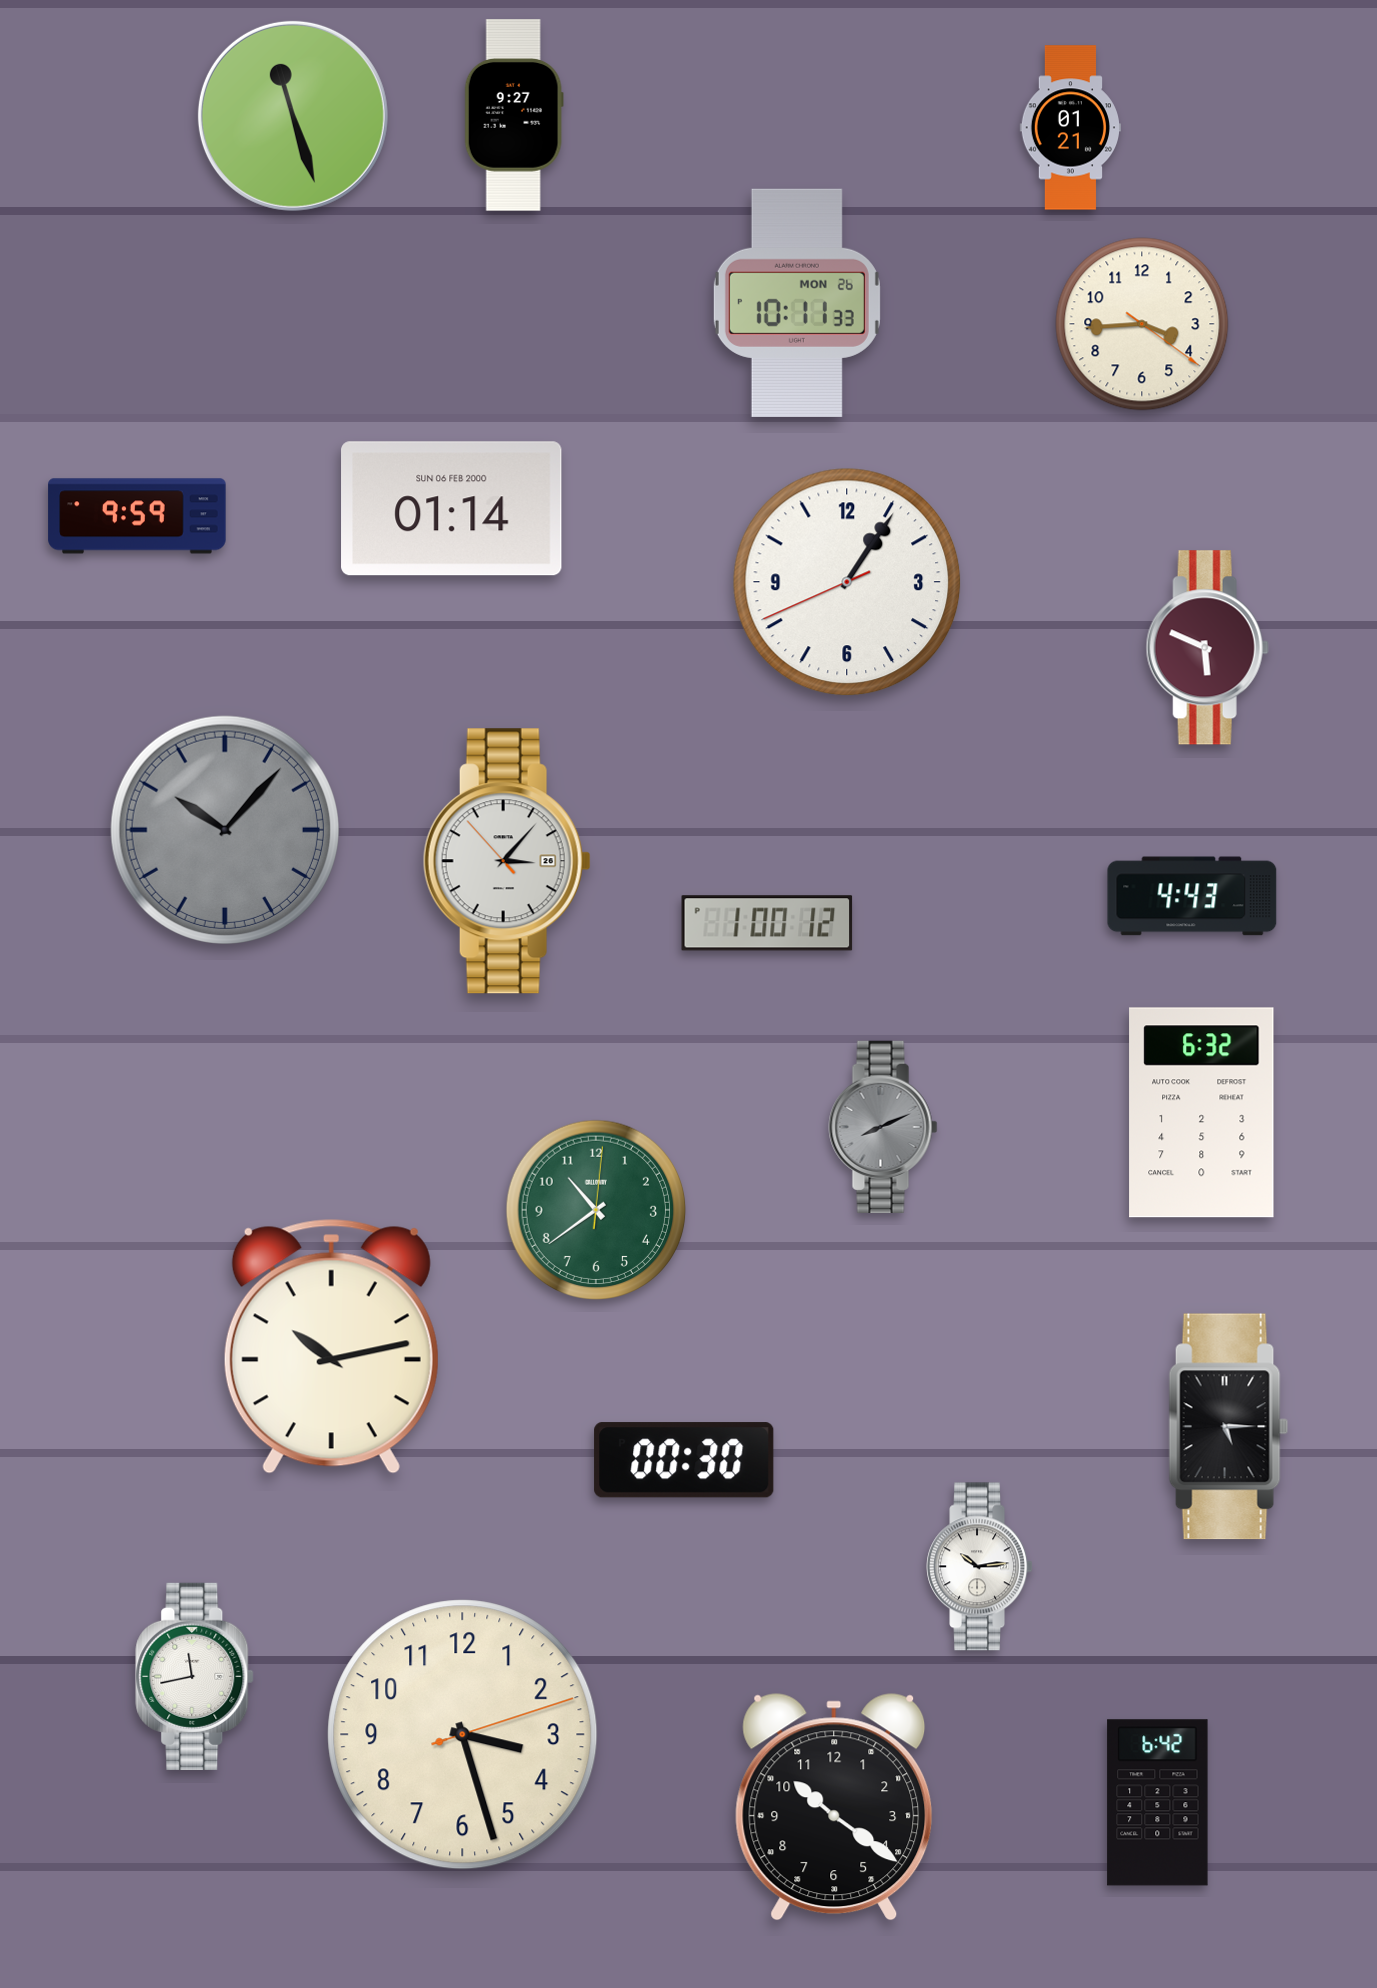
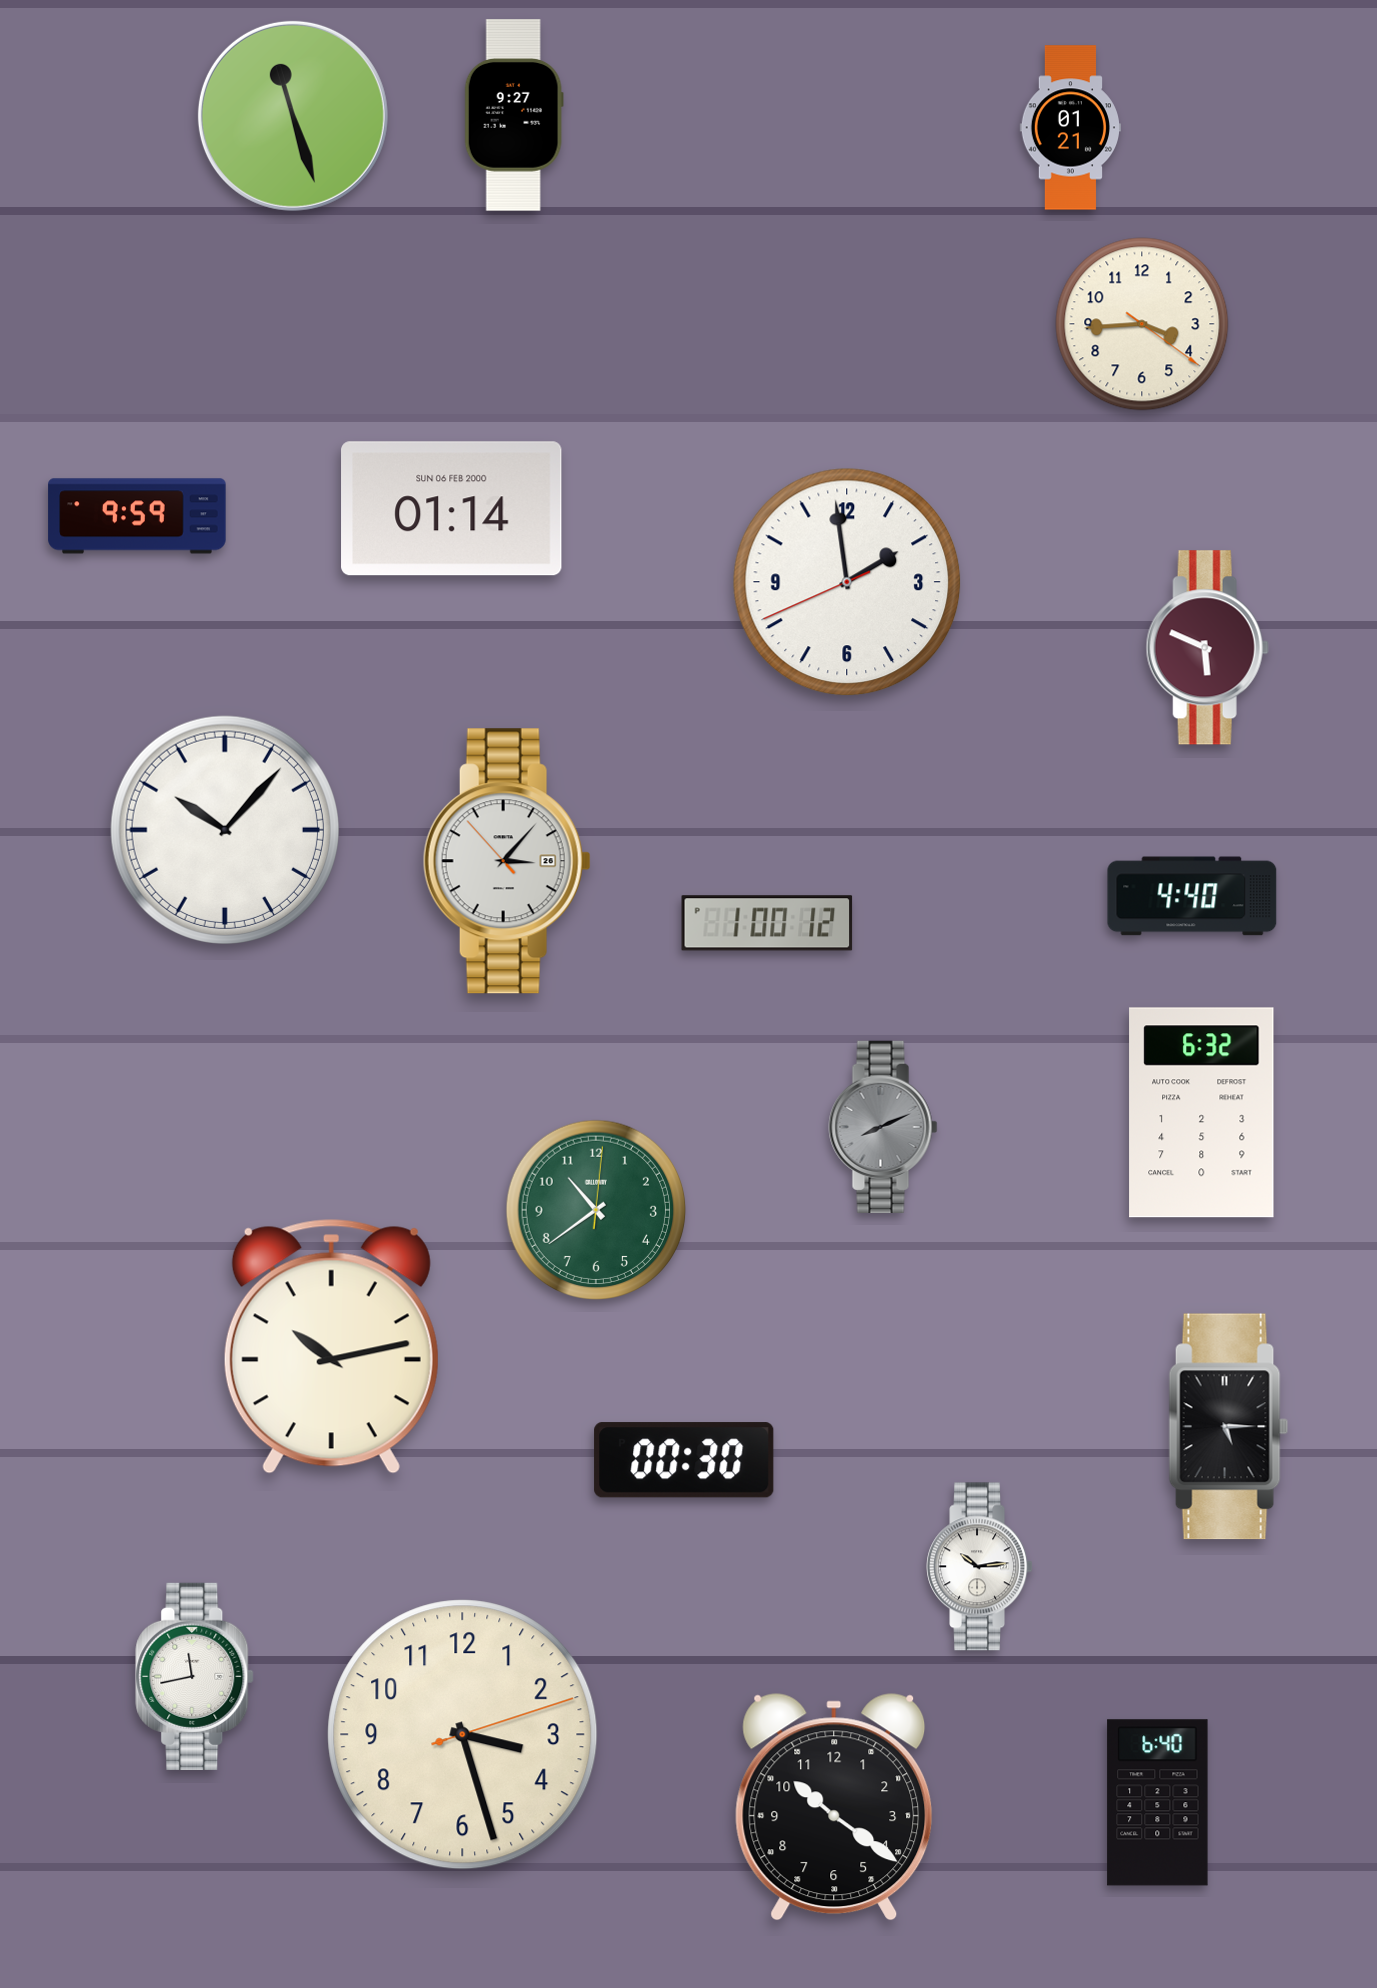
clock at (797, 303): 10:11 -> none
clock at (847, 582): 1:05 -> 1:58
clock at (224, 829) dial: grey -> white
clock at (1192, 896): 4:43 -> 4:40
clock at (1158, 1803): 6:42 -> 6:40
